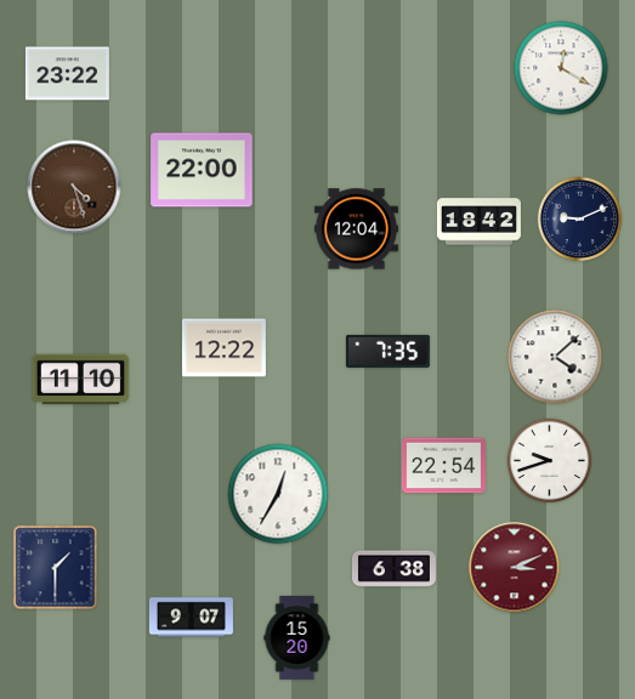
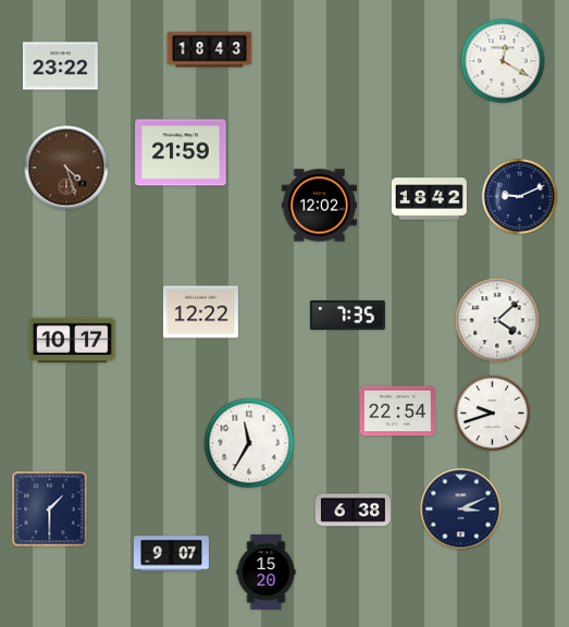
clock at (210, 50): none -> 18:43
clock at (202, 170): 22:00 -> 21:59
clock at (356, 229): 12:04 -> 12:02
clock at (81, 380): 11:10 -> 10:17
clock at (443, 466) position: (443, 466) -> (397, 411)
clock at (278, 494): 12:35 -> 11:35
clock at (515, 568) dial: burgundy -> navy
